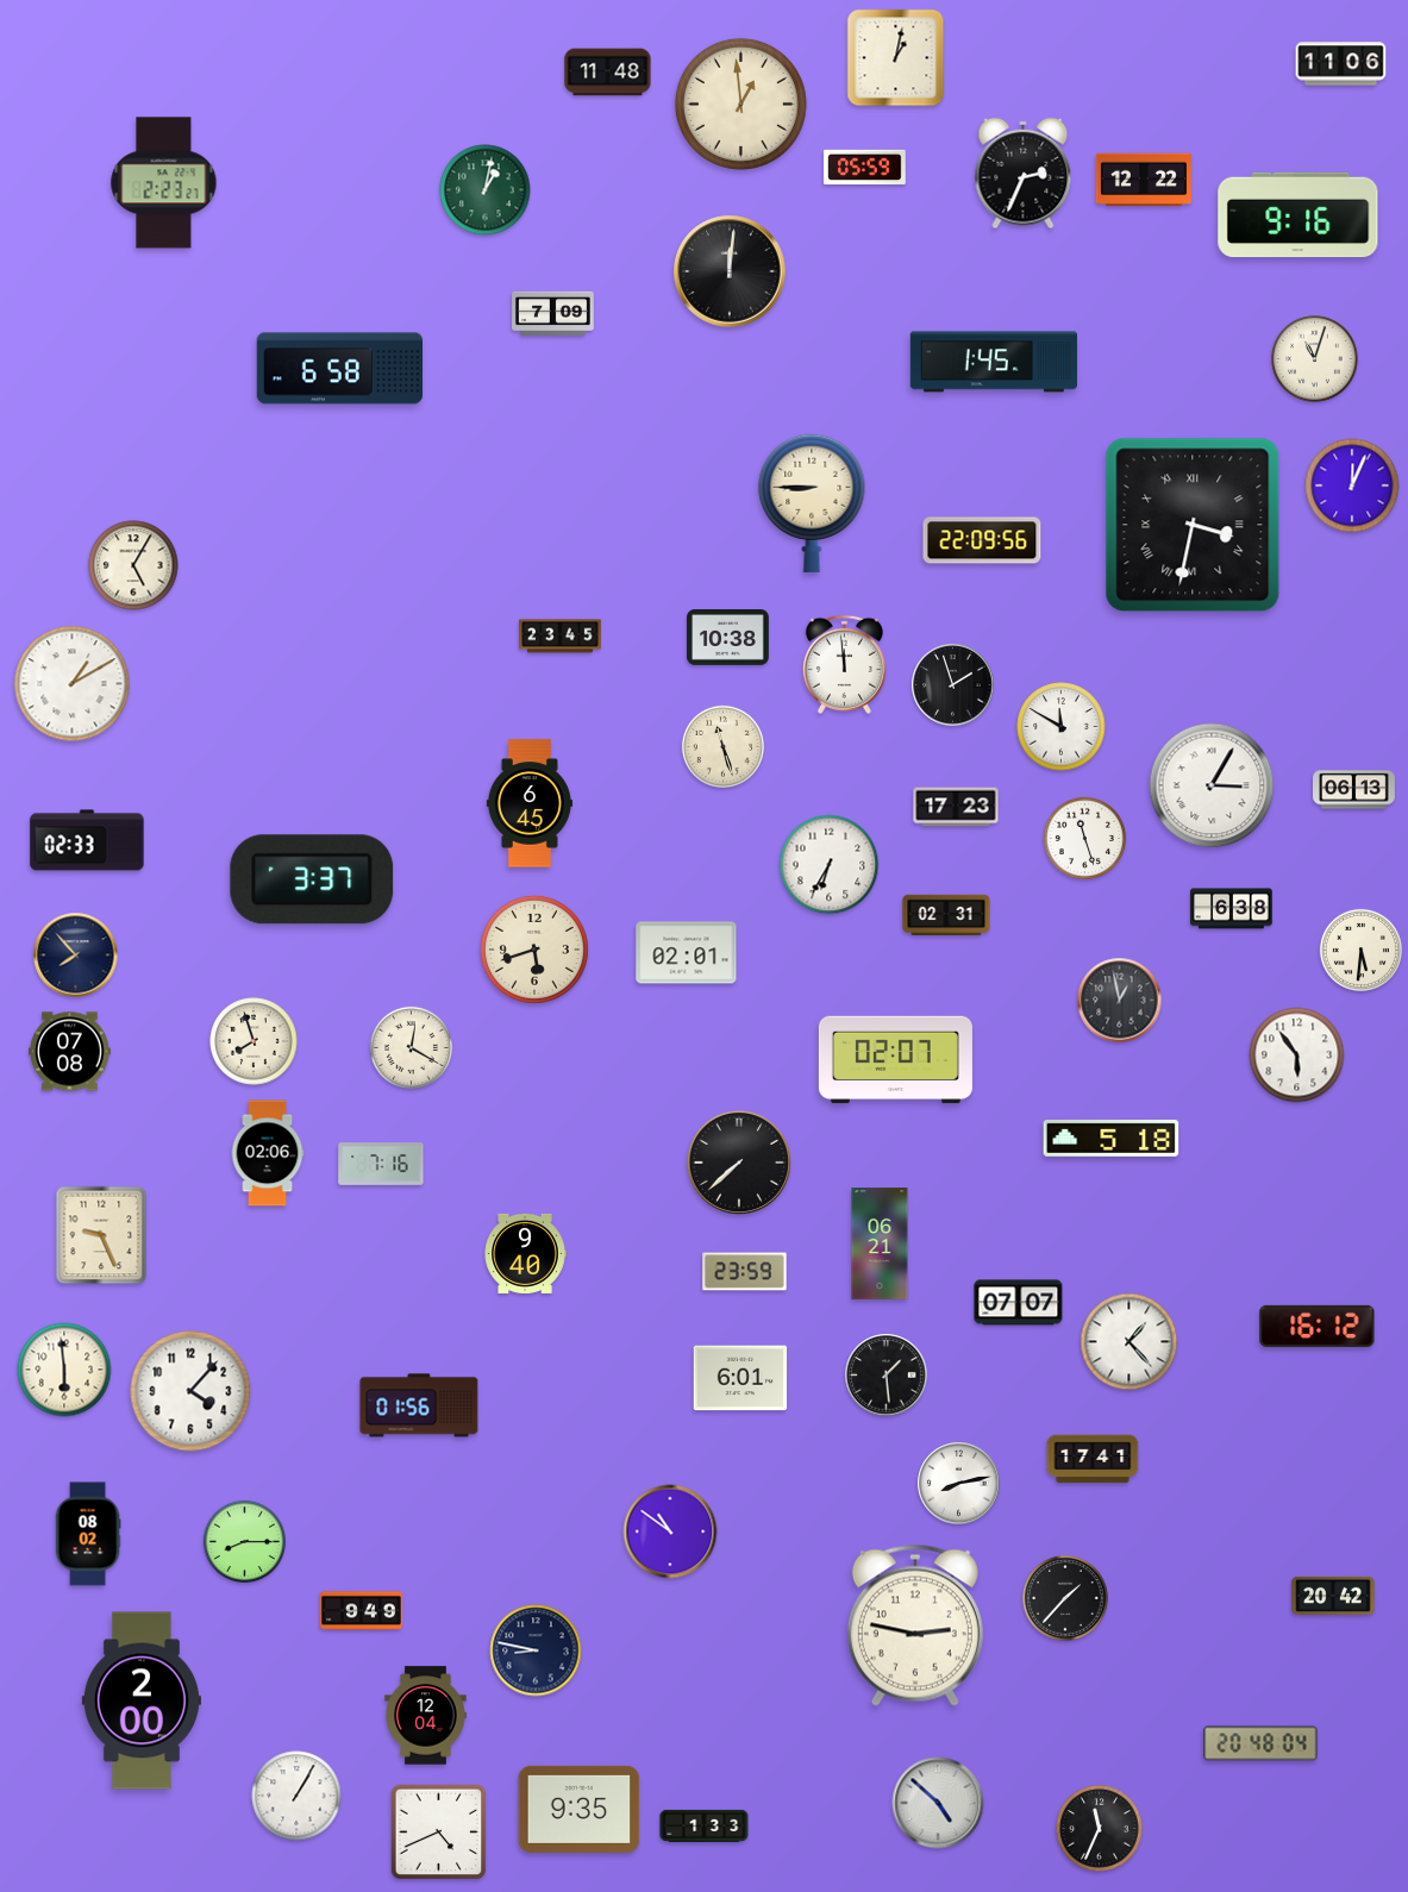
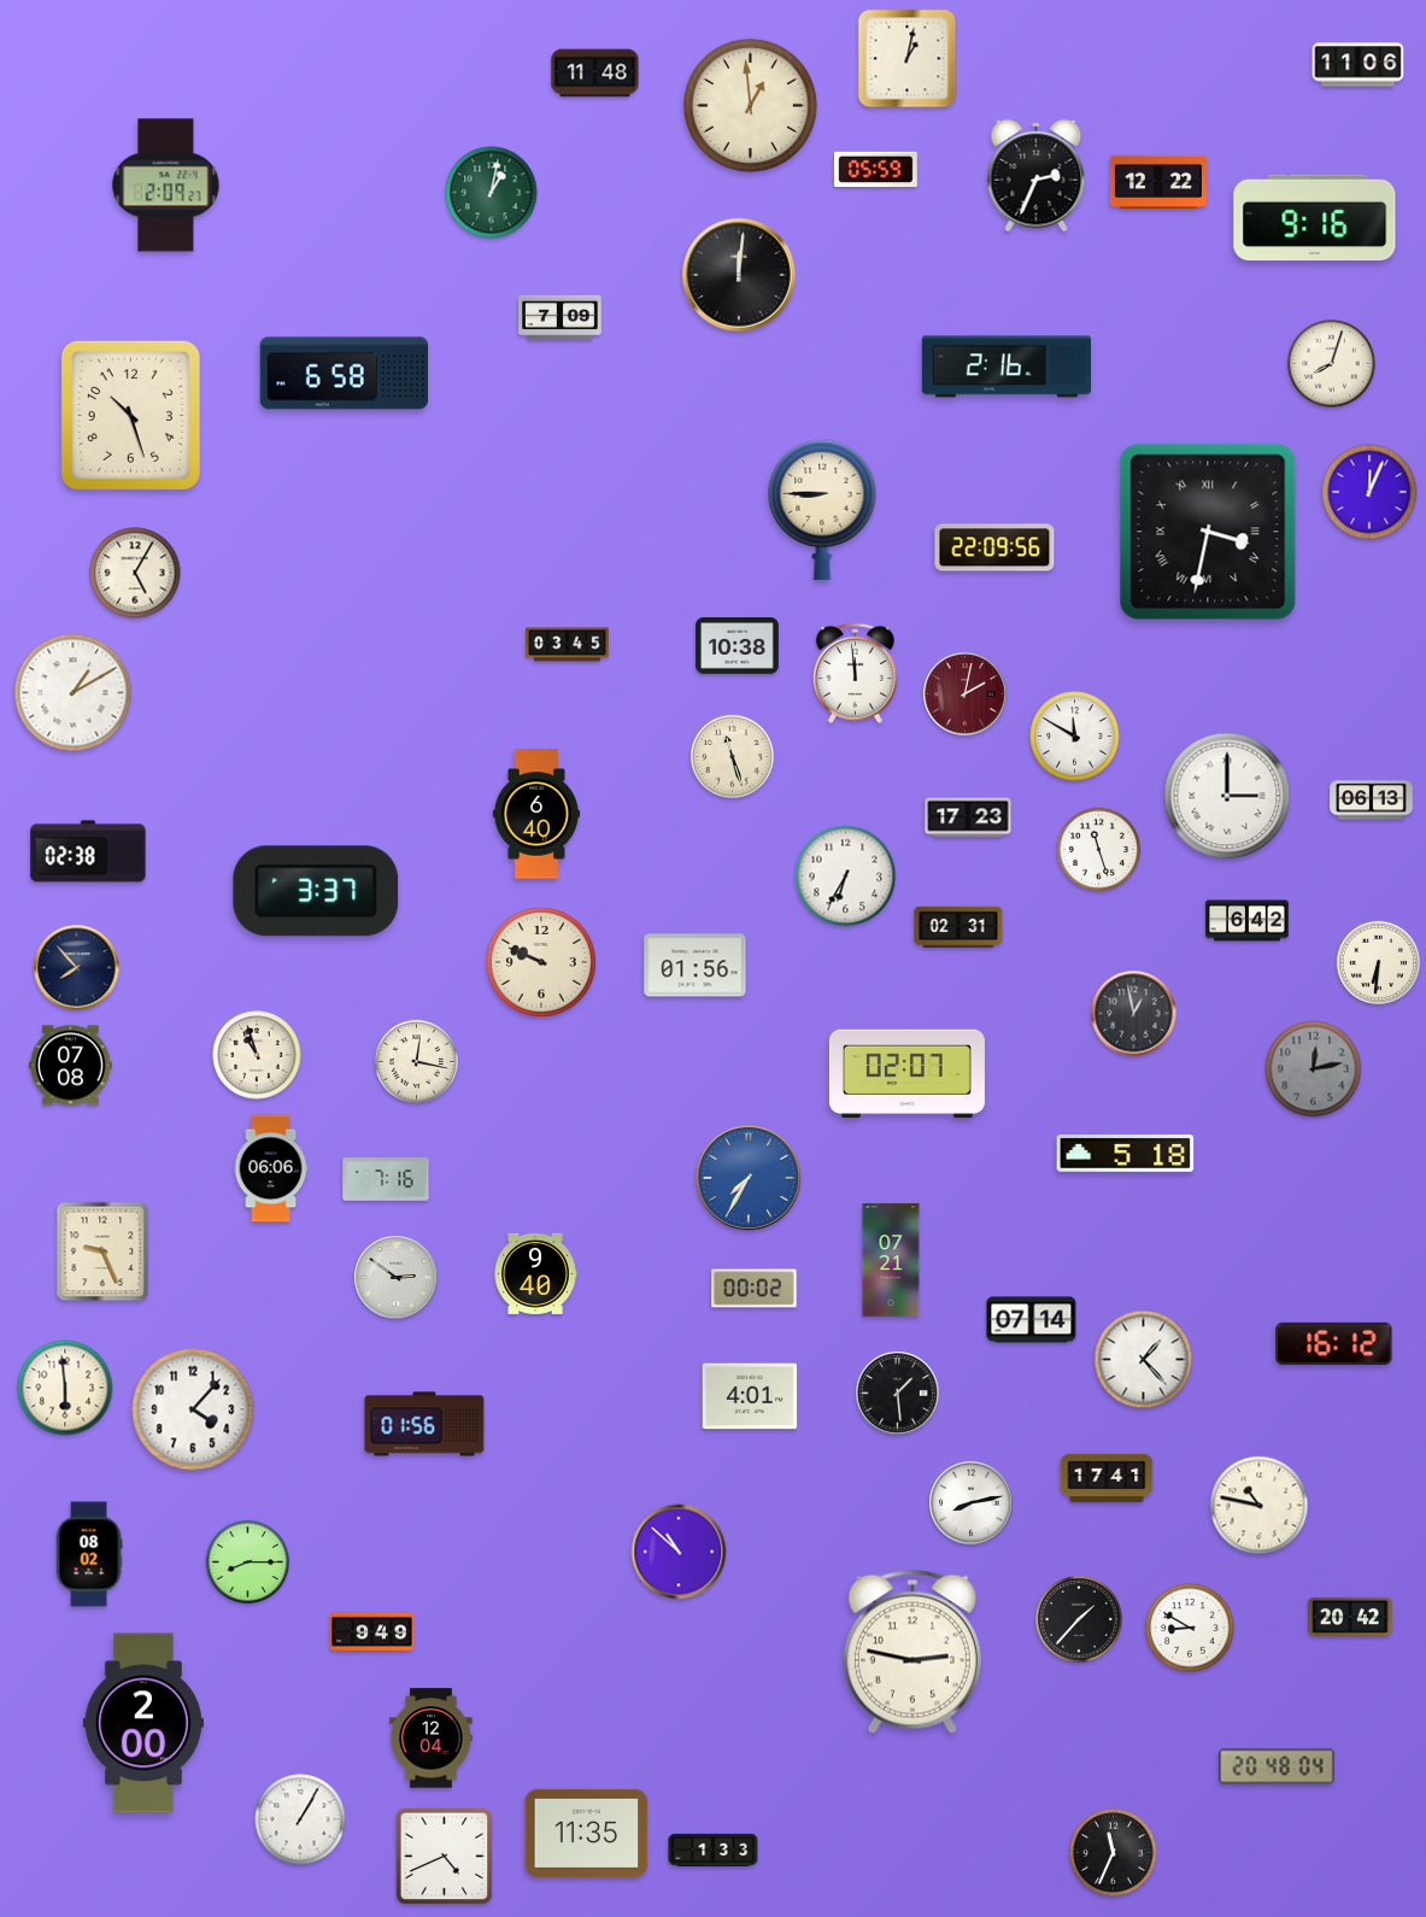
clock at (608, 73) position: (608, 73) -> (595, 74)
clock at (164, 183): 2:23 -> 2:09
clock at (1315, 359): 11:03 -> 8:03
clock at (993, 362): 1:45 -> 2:16
clock at (130, 415): none -> 10:27
clock at (561, 637): 23:45 -> 03:45
clock at (953, 685): 1:57 -> 2:02
clock at (953, 685) dial: black -> burgundy
clock at (1212, 785): 3:05 -> 3:00
clock at (530, 803): 6:45 -> 6:40
clock at (87, 840): 02:33 -> 02:38
clock at (830, 865) position: (830, 865) -> (846, 877)
clock at (1232, 909): 6:38 -> 6:42
clock at (534, 950): 5:42 -> 9:49
clock at (1360, 950): 5:31 -> 6:31
clock at (687, 953): 02:01 -> 01:56
clock at (254, 1041): 7:57 -> 10:57
clock at (411, 1047): 12:20 -> 12:17
clock at (1297, 1055): 5:54 -> 12:13
clock at (1297, 1055) dial: white -> grey
clock at (268, 1153): 02:06 -> 06:06
clock at (738, 1161): 7:38 -> 7:35
clock at (738, 1161) dial: black -> blue
clock at (880, 1243): 06:21 -> 07:21
clock at (525, 1253) position: (525, 1253) -> (535, 1273)
clock at (397, 1278): none -> 2:51
clock at (745, 1272): 23:59 -> 00:02
clock at (1019, 1303): 07:07 -> 07:14
clock at (740, 1378): 6:01 -> 4:01
clock at (1260, 1506): none -> 10:47
clock at (670, 1531): 10:51 -> 10:52
clock at (1190, 1628): none -> 8:50
clock at (362, 1611) position: (362, 1611) -> (372, 1632)
clock at (915, 1625) position: (915, 1625) -> (912, 1652)
clock at (536, 1650): 8:47 -> none
clock at (938, 1803): 4:52 -> none
clock at (580, 1809): 9:35 -> 11:35
